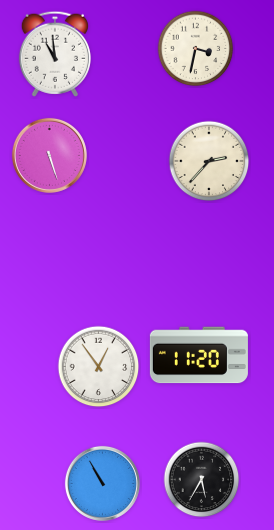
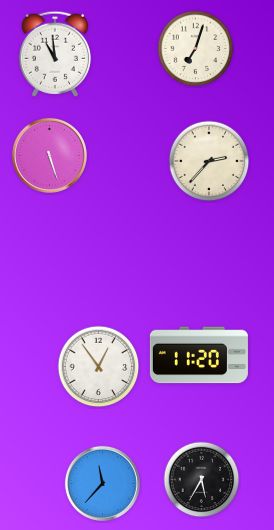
clock at (196, 49): 3:32 -> 7:03
clock at (102, 483): 10:55 -> 11:37
